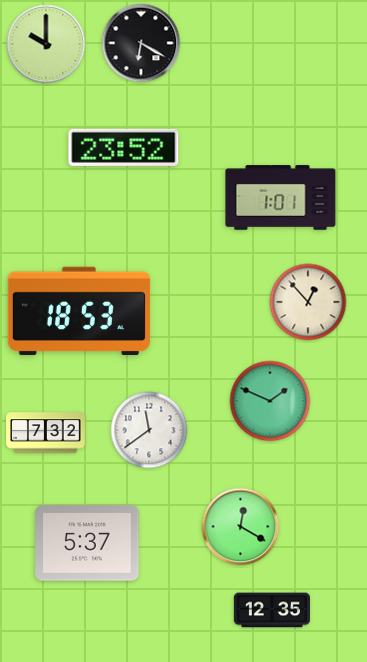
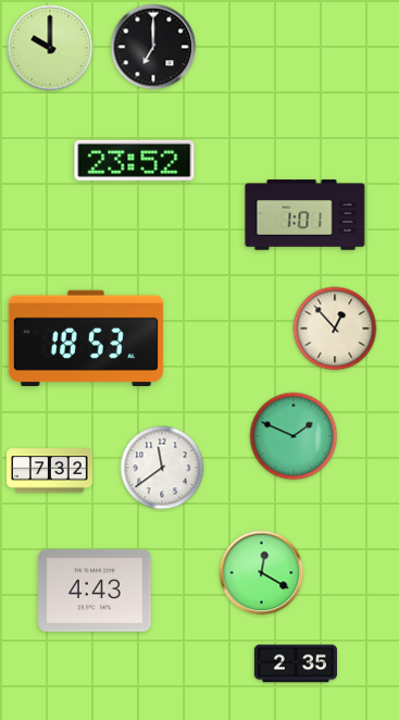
clock at (141, 43): 6:20 -> 7:00
clock at (87, 543): 5:37 -> 4:43
clock at (272, 610): 12:35 -> 2:35
